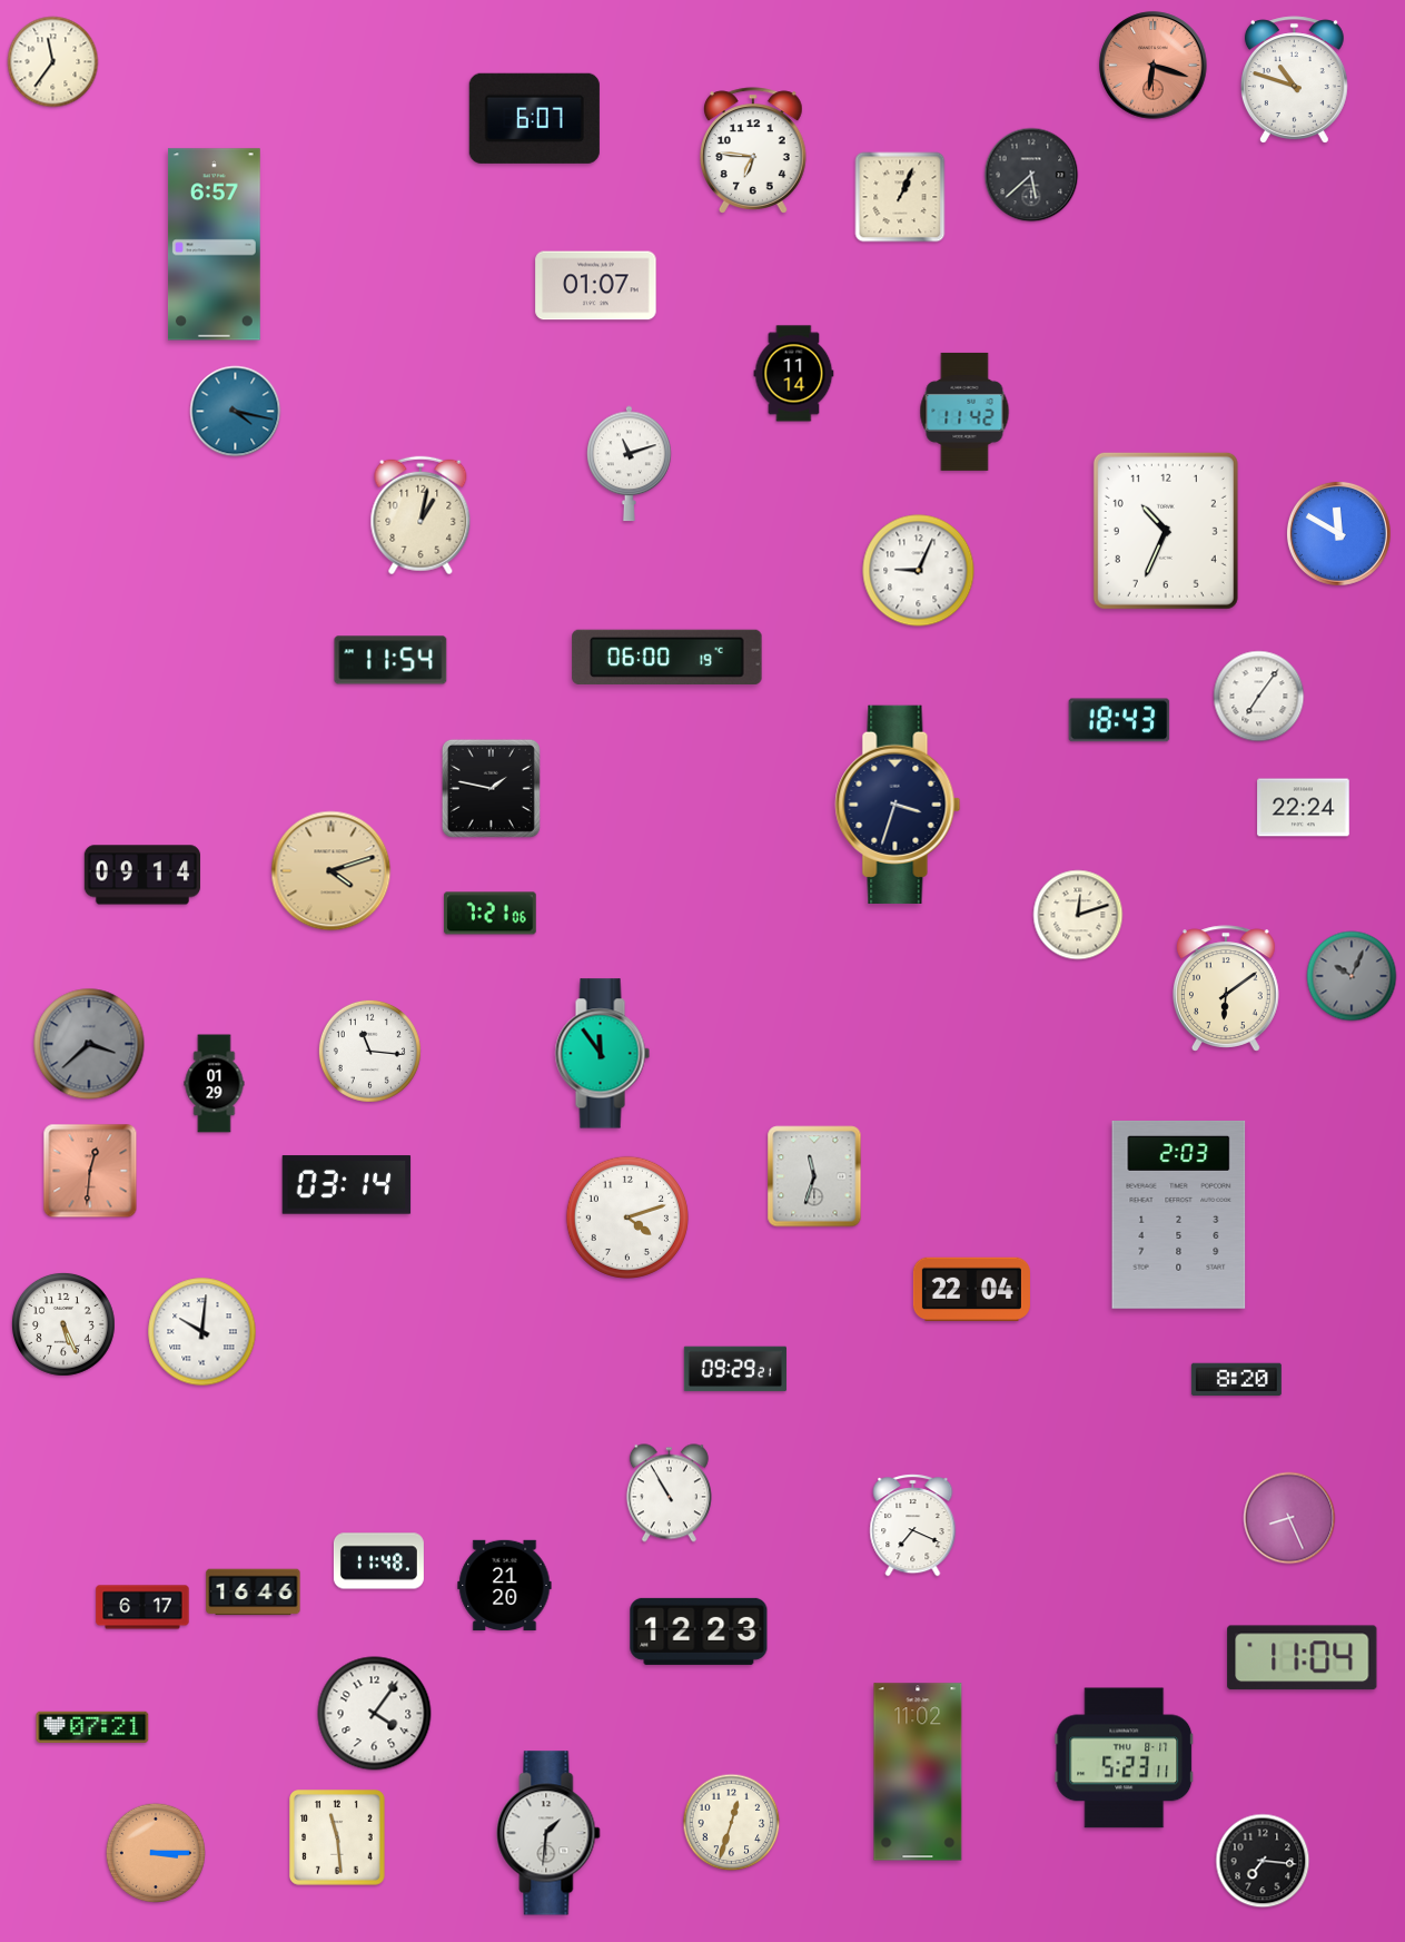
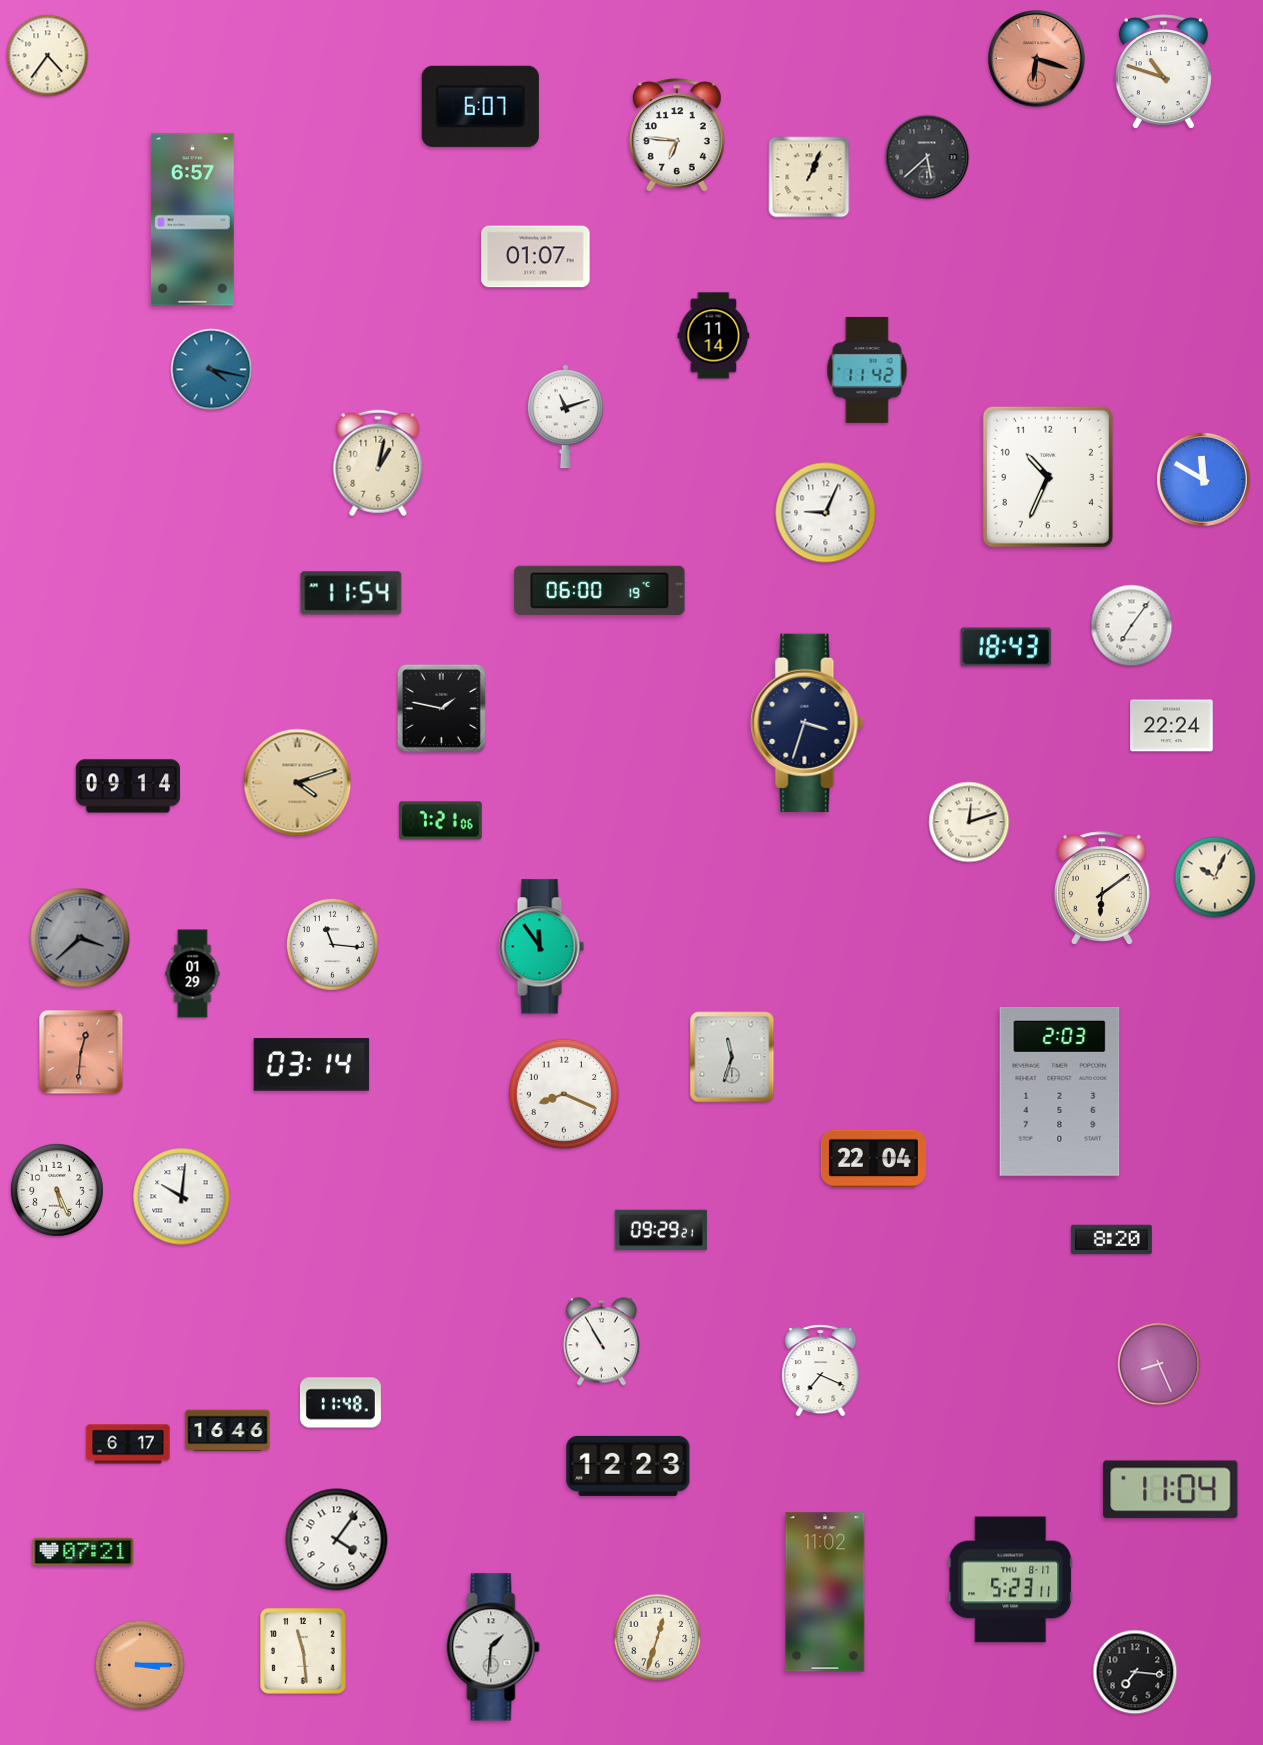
clock at (53, 62): 11:36 -> 4:36
clock at (1352, 976) dial: grey -> cream
clock at (627, 1218): 4:12 -> 8:19
clock at (505, 1585): 21:20 -> none
